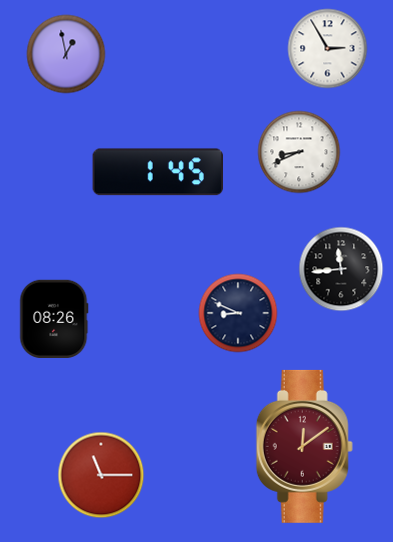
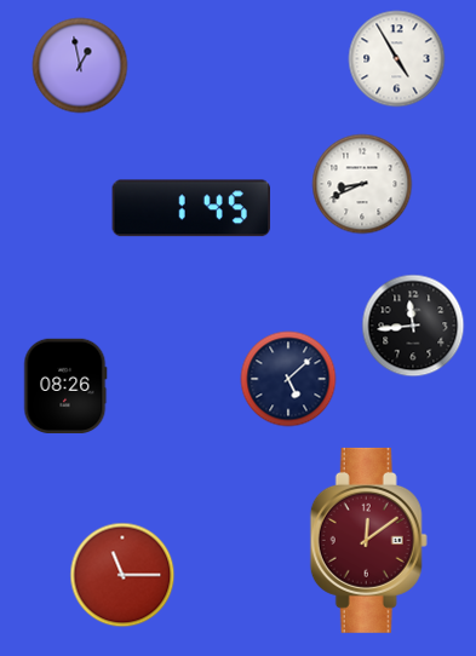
clock at (328, 49): 2:55 -> 4:55
clock at (238, 313): 8:49 -> 5:08
